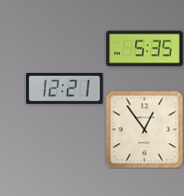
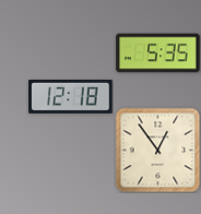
clock at (65, 88): 12:21 -> 12:18
clock at (144, 129) position: (144, 129) -> (157, 150)
